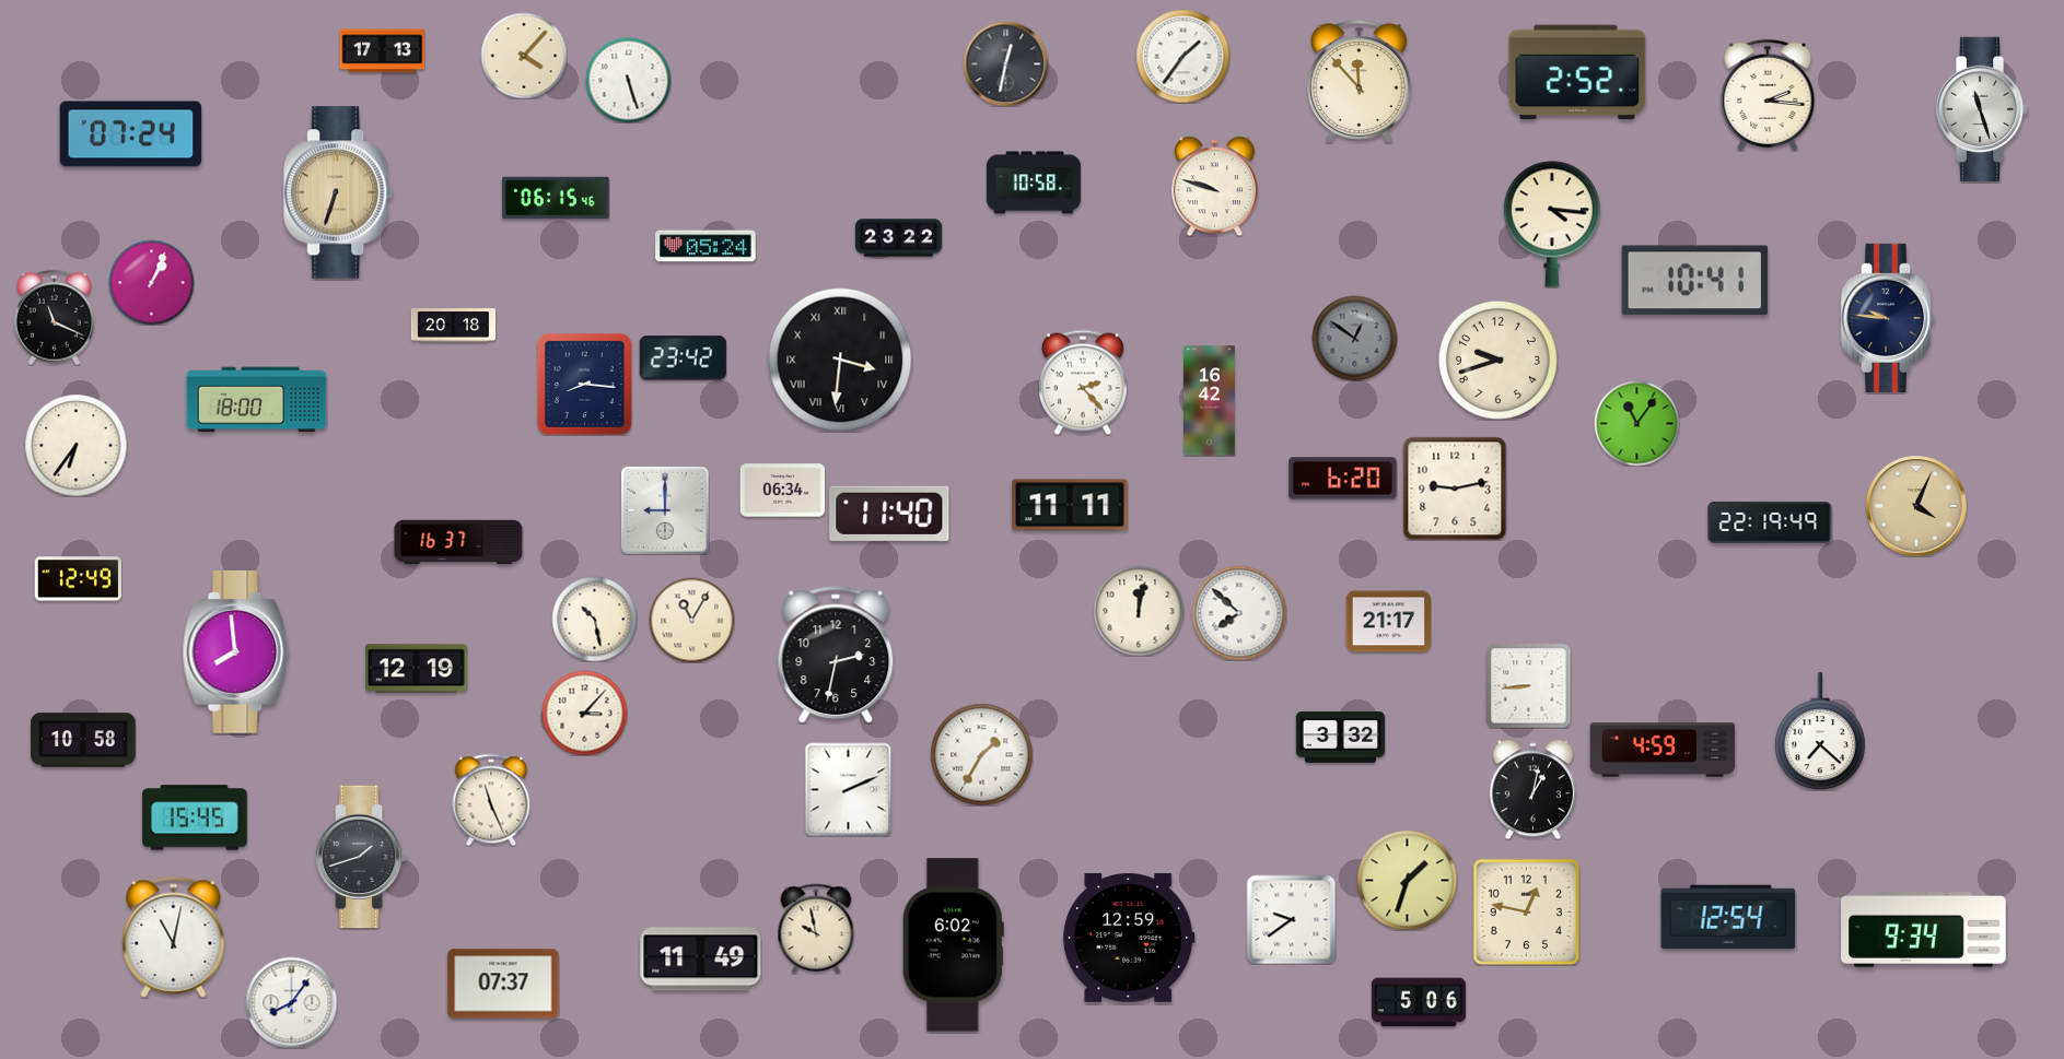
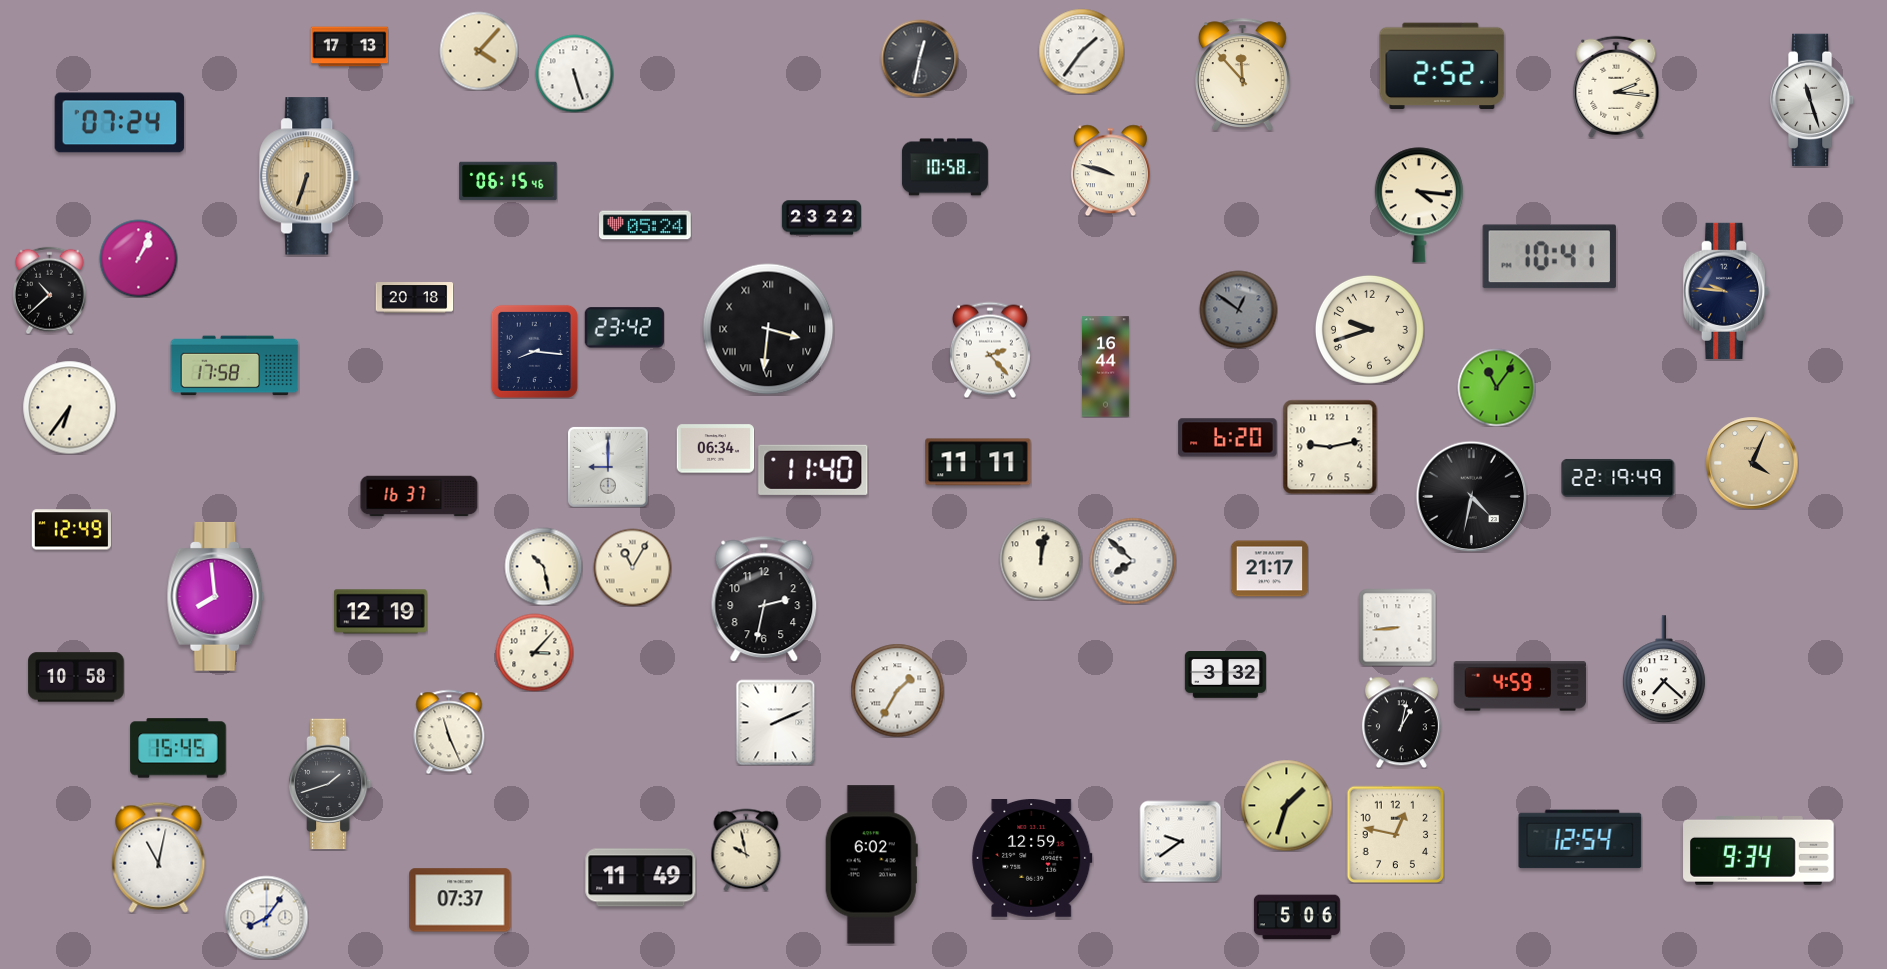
clock at (55, 317): 11:19 -> 10:38
clock at (257, 400): 18:00 -> 17:58
clock at (1210, 401): 16:42 -> 16:44
clock at (1471, 496): none -> 4:32
